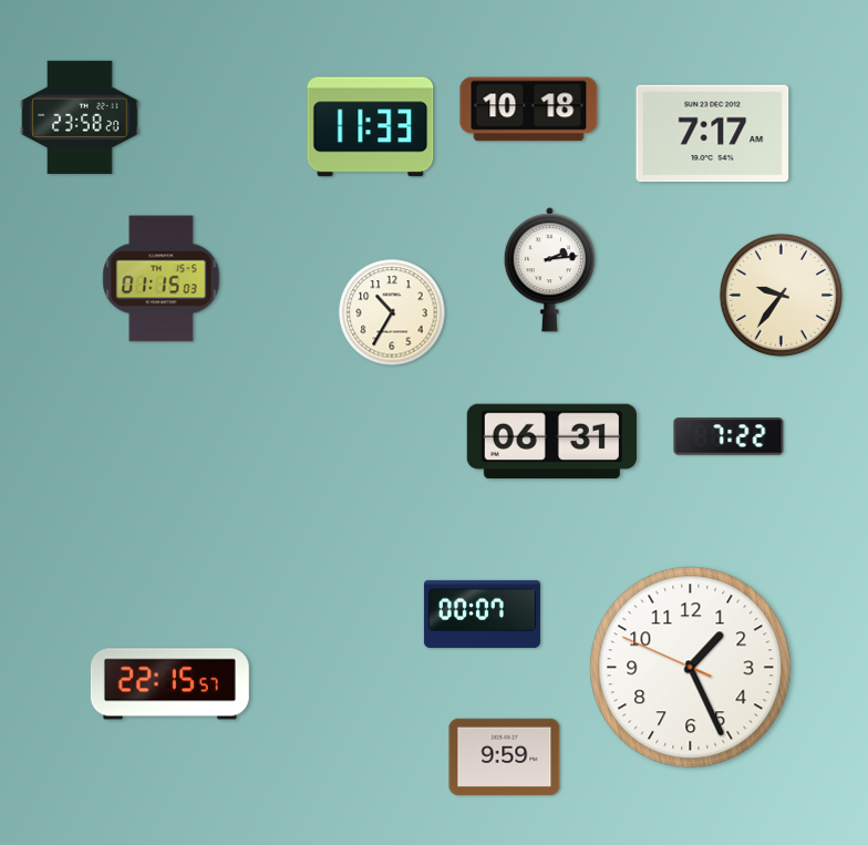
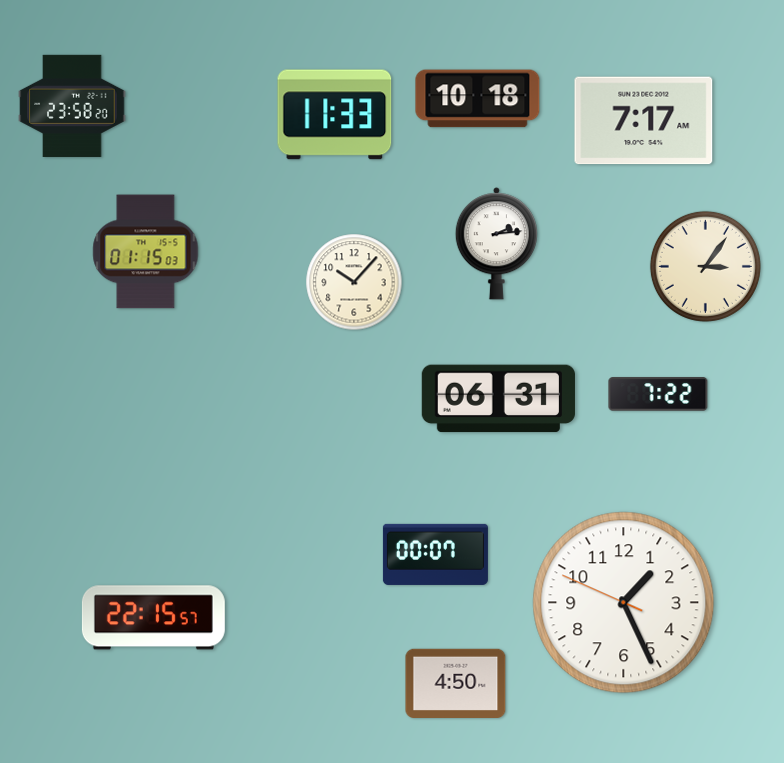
clock at (781, 295): 9:36 -> 3:06
clock at (392, 312): 10:35 -> 10:07
clock at (505, 756): 9:59 -> 4:50
